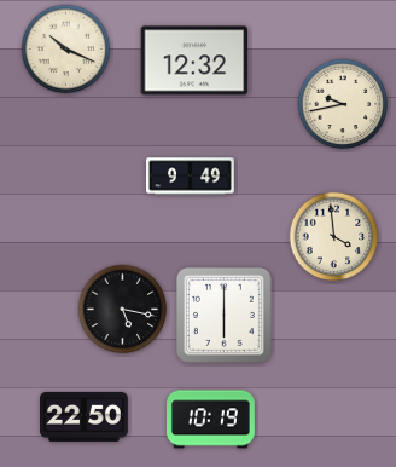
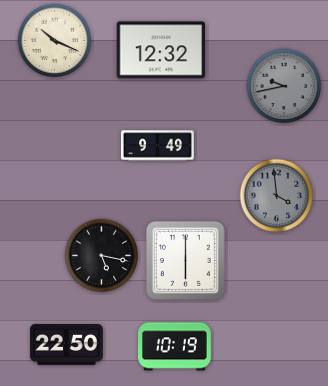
clock at (343, 104) dial: cream -> grey
clock at (334, 237) dial: cream -> grey
clock at (85, 416) position: (85, 416) -> (67, 344)
